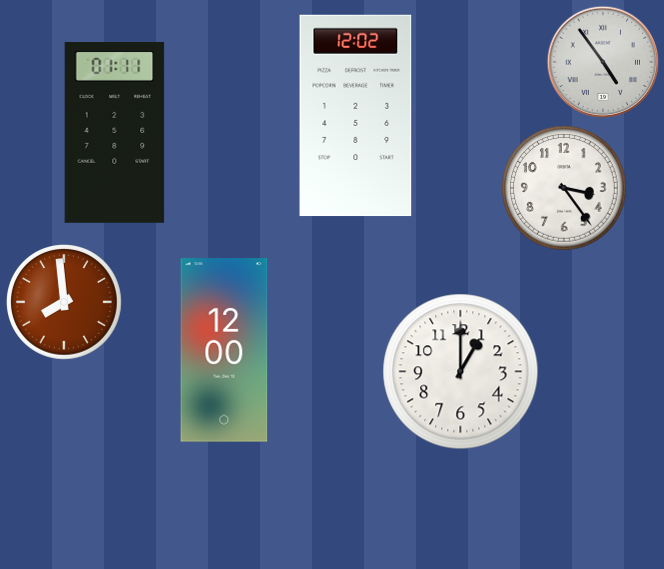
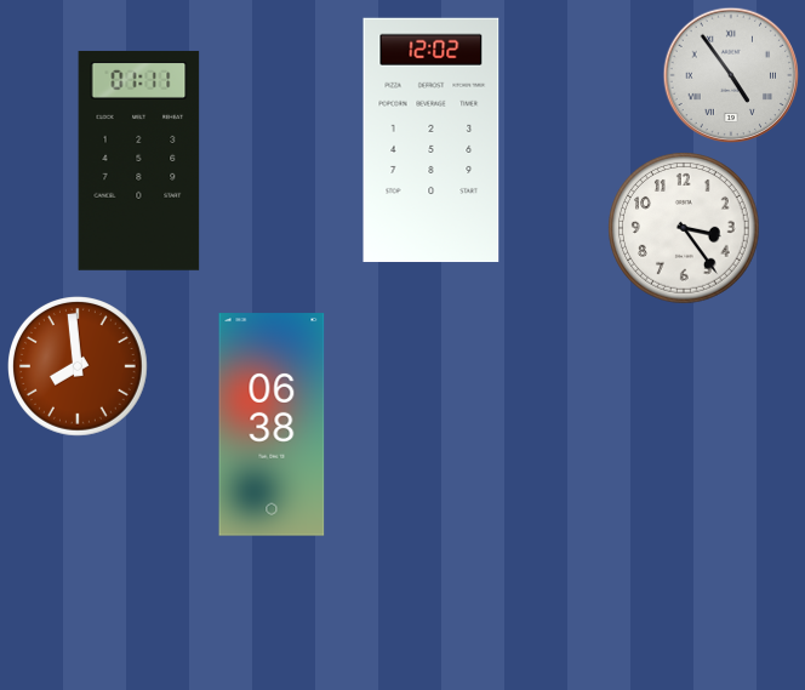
clock at (224, 350): 12:00 -> 06:38
clock at (461, 372): 1:00 -> none
